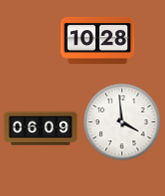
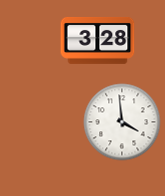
clock at (98, 40): 10:28 -> 3:28
clock at (41, 129): 06:09 -> none
